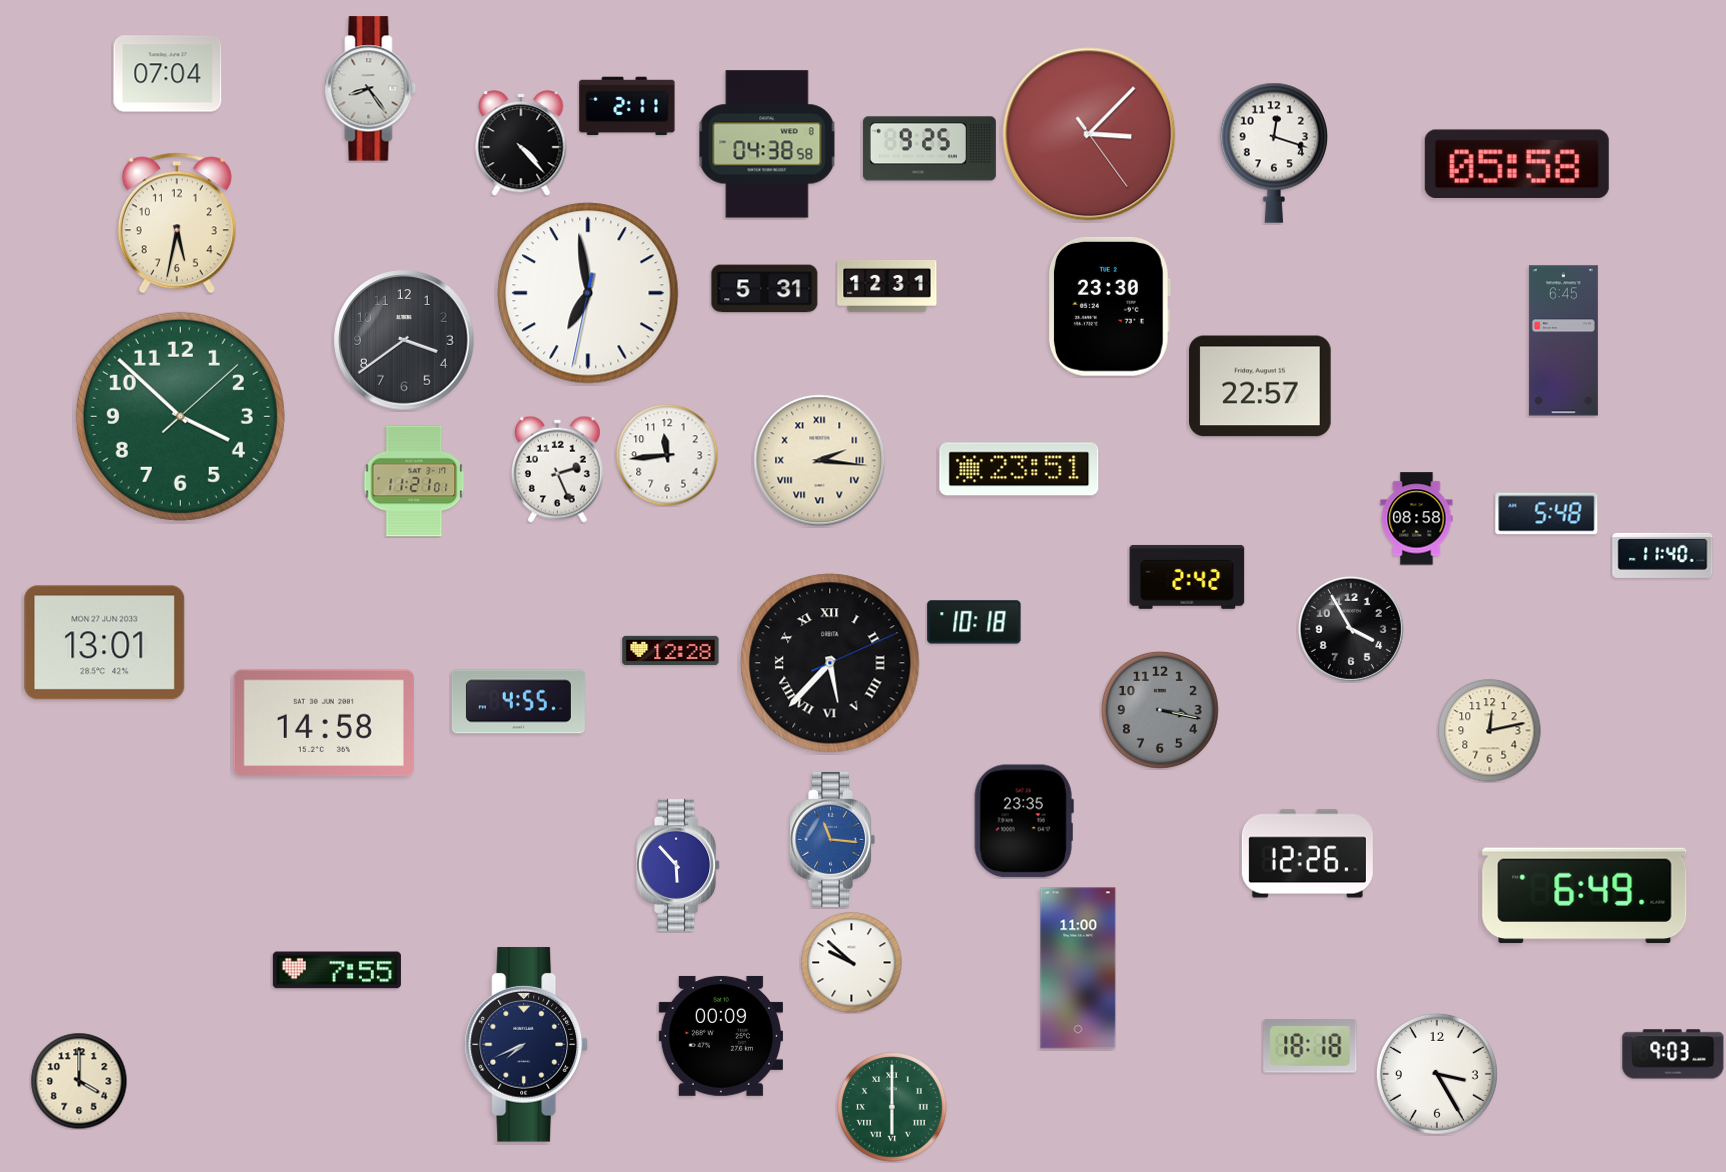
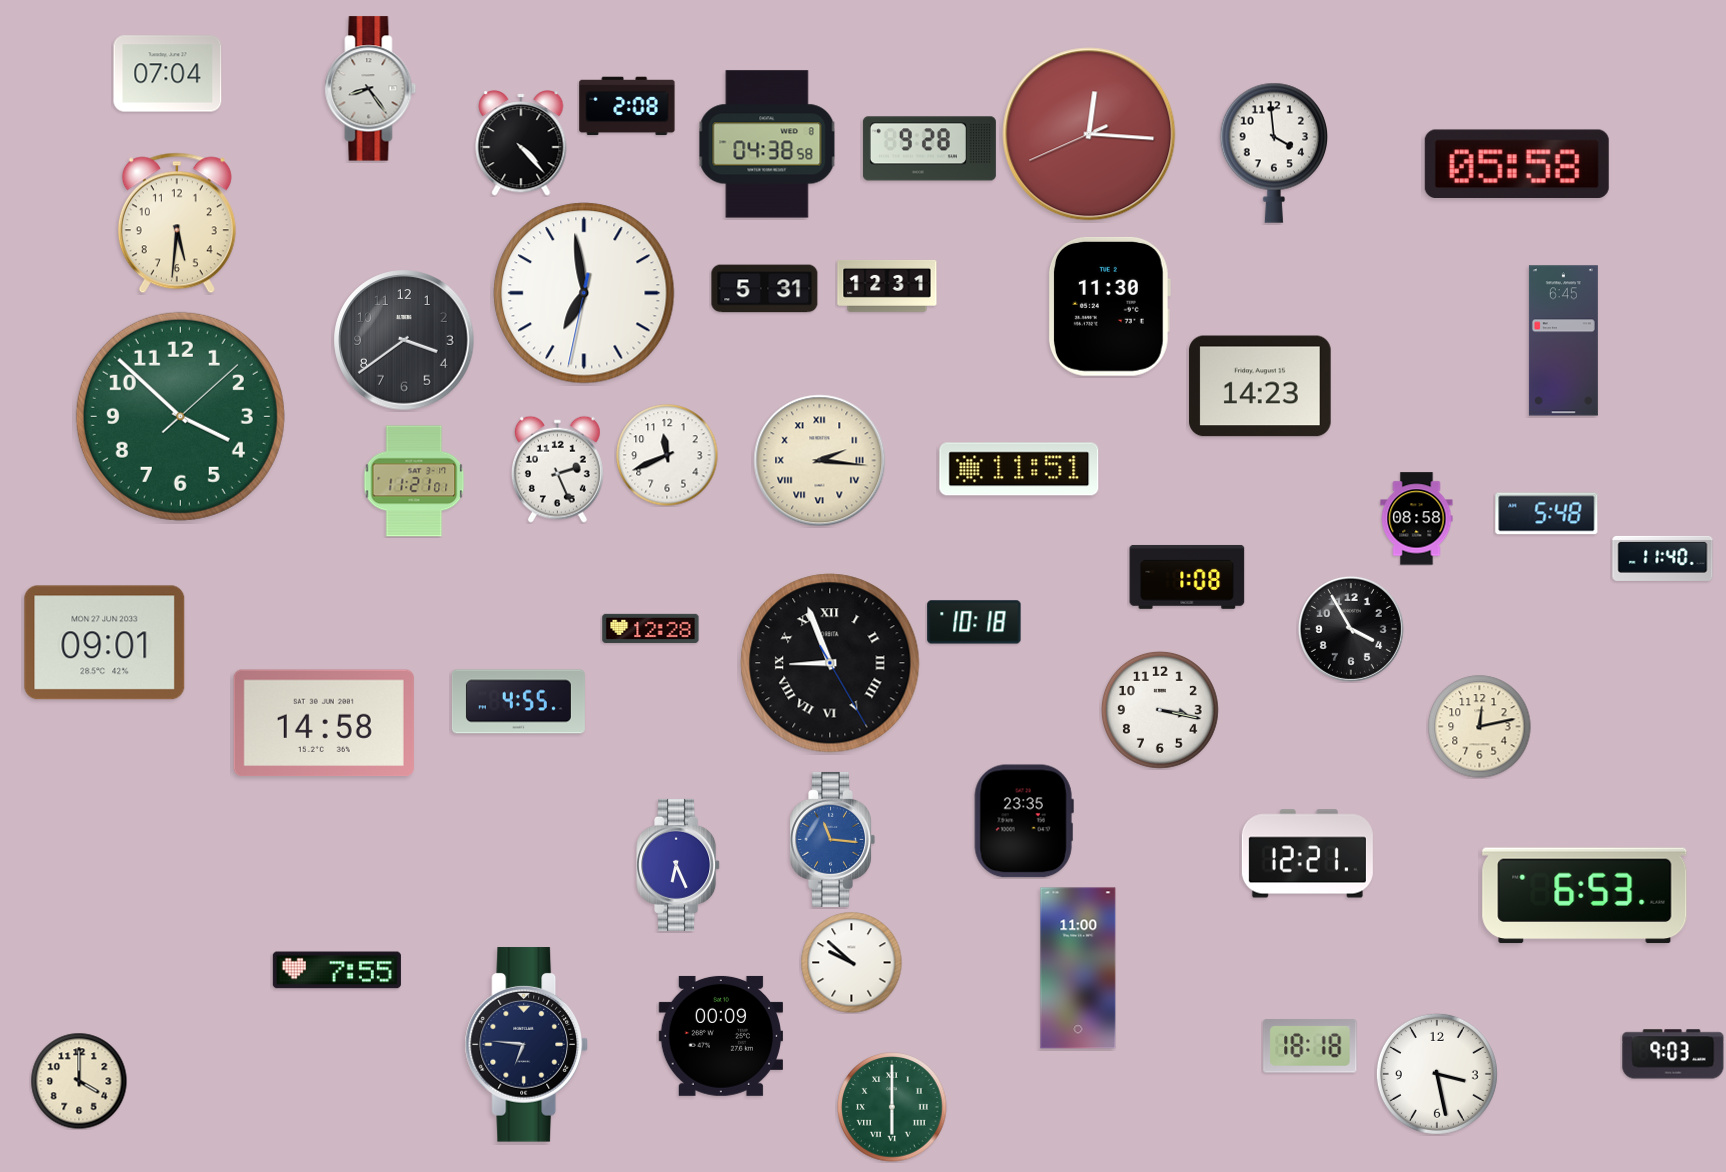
clock at (627, 106): 2:11 -> 2:08
clock at (1089, 134): 3:07 -> 12:15
clock at (929, 149): 9:25 -> 9:28
clock at (1273, 153): 12:18 -> 3:59
clock at (177, 223): 5:32 -> 5:31
clock at (588, 293) position: (588, 293) -> (584, 293)
clock at (1109, 306): 23:30 -> 11:30
clock at (1260, 386): 22:57 -> 14:23
clock at (667, 455): 11:44 -> 11:41
clock at (1019, 469): 23:51 -> 11:51
clock at (1663, 555) position: (1663, 555) -> (1663, 558)
clock at (1187, 577): 2:42 -> 1:08
clock at (105, 643): 13:01 -> 09:01
clock at (671, 650) position: (671, 650) -> (651, 628)
clock at (830, 663): 5:37 -> 8:56
clock at (1160, 710) dial: grey -> white
clock at (1490, 731) position: (1490, 731) -> (1480, 727)
clock at (1307, 854): 12:26 -> 12:21
clock at (679, 865): 5:53 -> 6:26
clock at (1585, 896): 6:49 -> 6:53
clock at (526, 1045): 7:41 -> 6:46
clock at (1437, 1074): 3:25 -> 3:28
